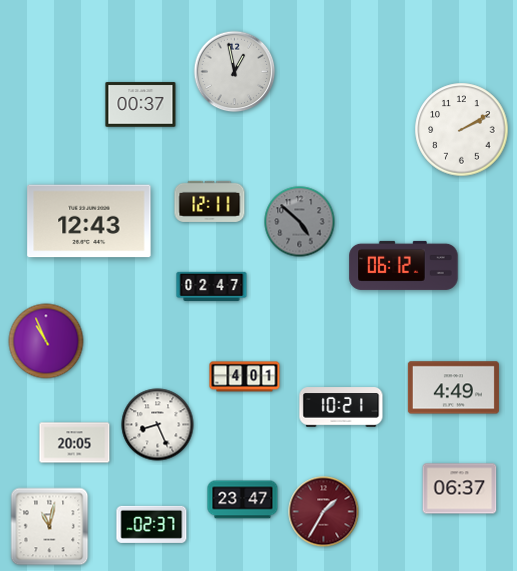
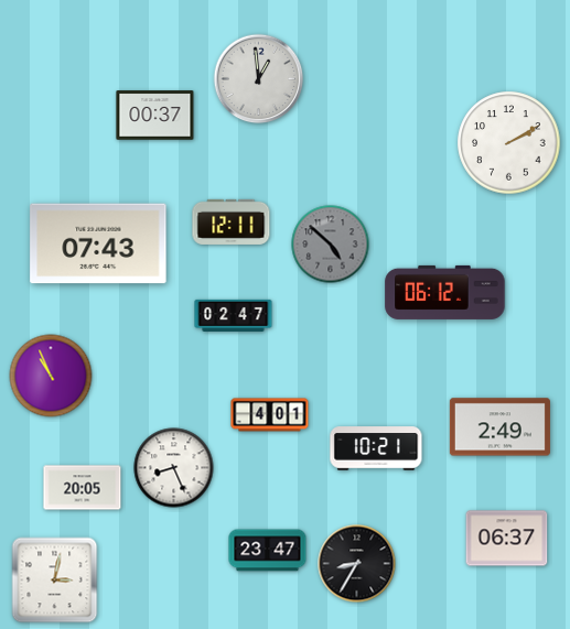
clock at (235, 72): 12:58 -> 12:59
clock at (89, 221): 12:43 -> 07:43
clock at (453, 388): 4:49 -> 2:49
clock at (324, 512): 1:35 -> 8:35
clock at (324, 512) dial: burgundy -> black
clock at (152, 524): 02:37 -> none
clock at (50, 527): 11:02 -> 3:02
